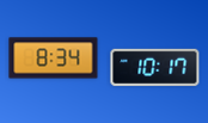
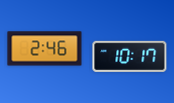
clock at (54, 59): 8:34 -> 2:46
